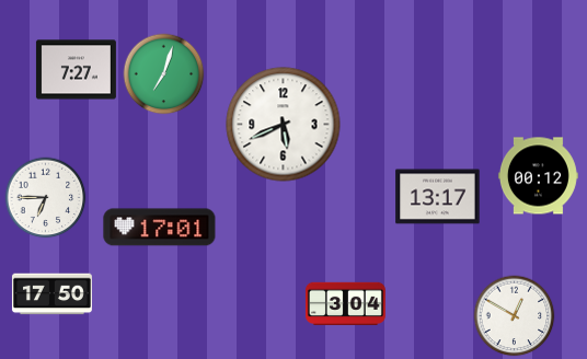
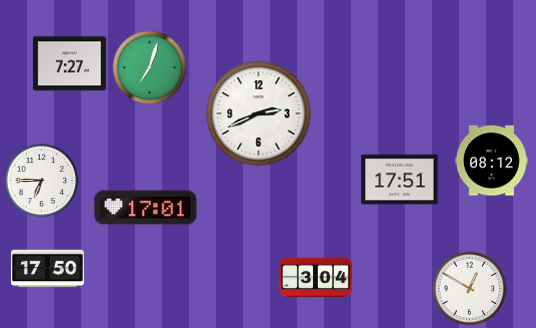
clock at (284, 125): 5:41 -> 2:41
clock at (538, 176): 00:12 -> 08:12
clock at (438, 197): 13:17 -> 17:51
